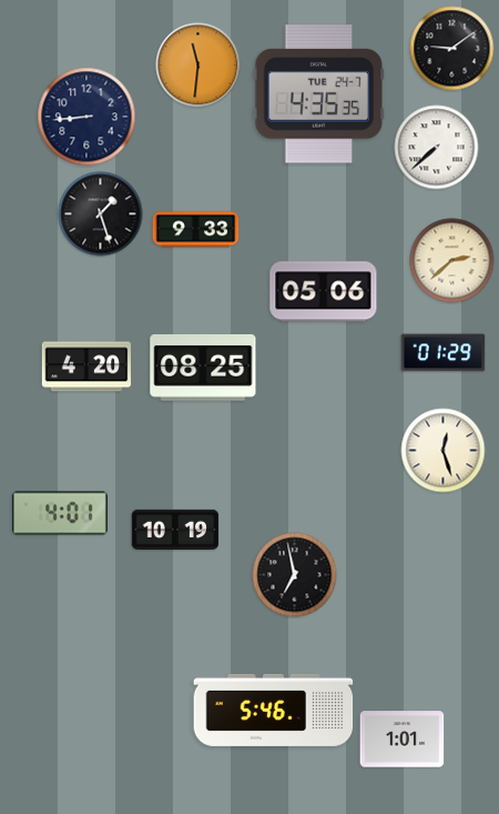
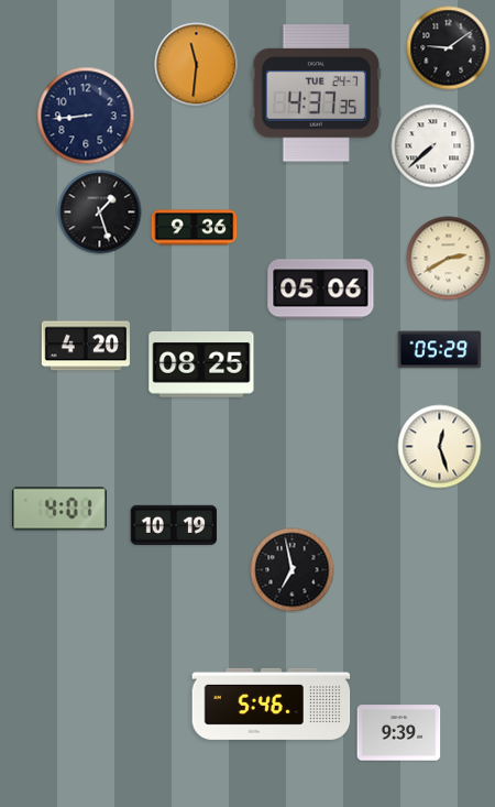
clock at (319, 94): 4:35 -> 4:37
clock at (196, 230): 9:33 -> 9:36
clock at (452, 261): 2:38 -> 2:40
clock at (444, 353): 01:29 -> 05:29
clock at (85, 366) position: (85, 366) -> (85, 346)
clock at (403, 740): 1:01 -> 9:39
